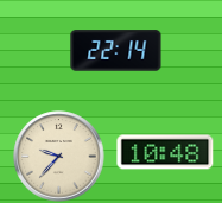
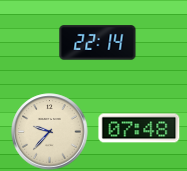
clock at (165, 152): 10:48 -> 07:48
